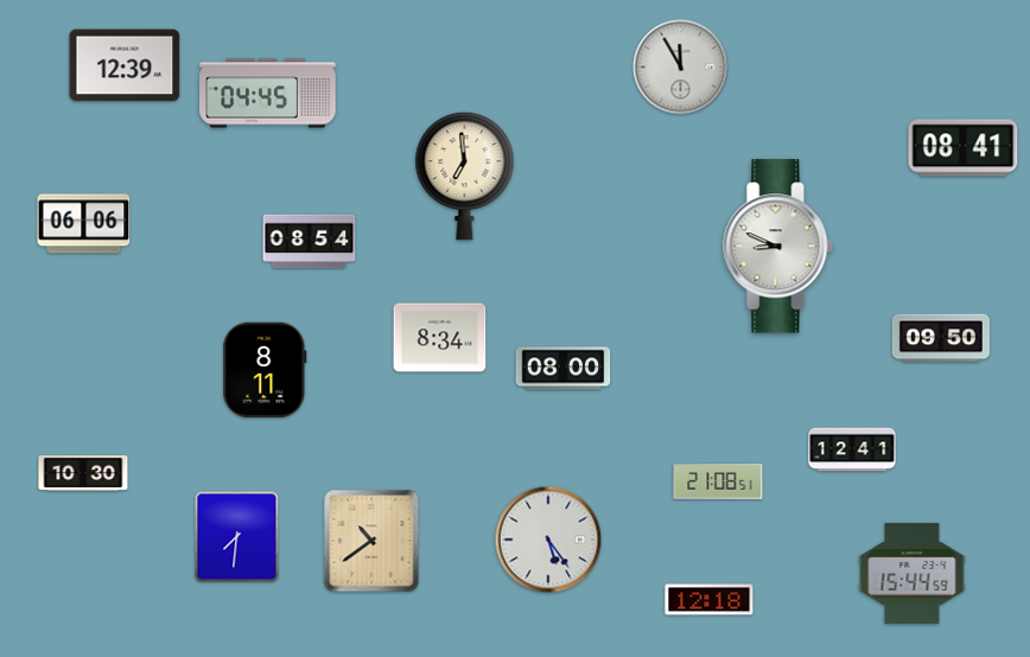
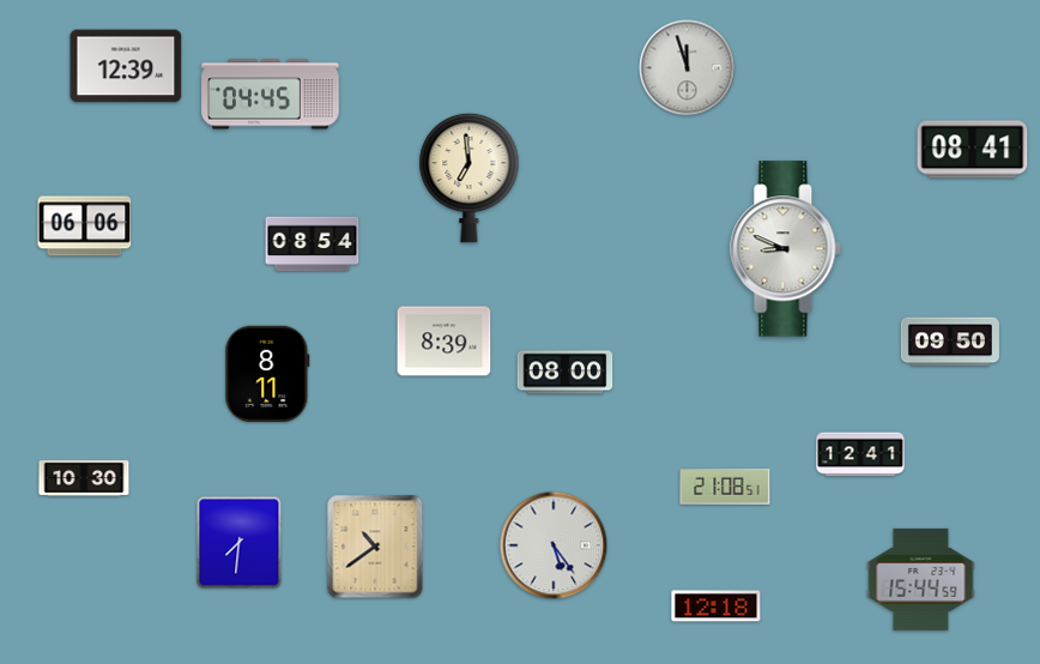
clock at (681, 68): 11:55 -> 11:57
clock at (440, 338): 8:34 -> 8:39
clock at (564, 369) position: (564, 369) -> (566, 373)
